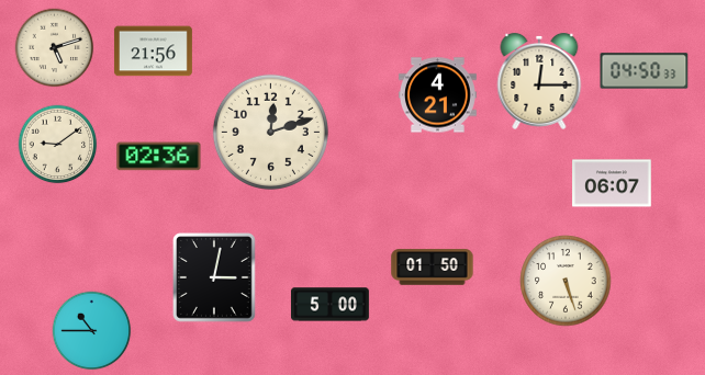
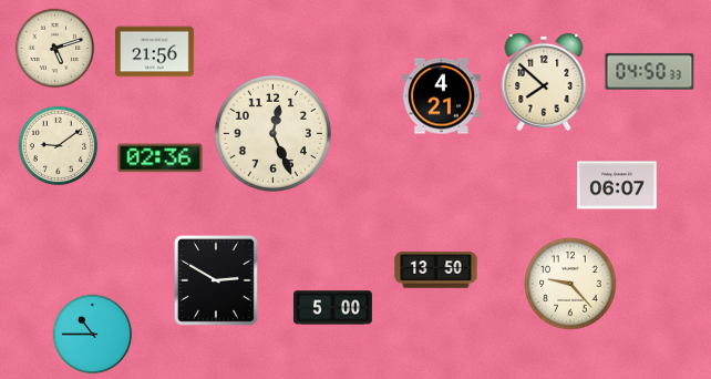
clock at (539, 81): 12:15 -> 7:52
clock at (270, 132): 12:12 -> 12:26
clock at (433, 268): 01:50 -> 13:50
clock at (215, 277): 3:02 -> 2:50
clock at (566, 281): 5:27 -> 9:23
